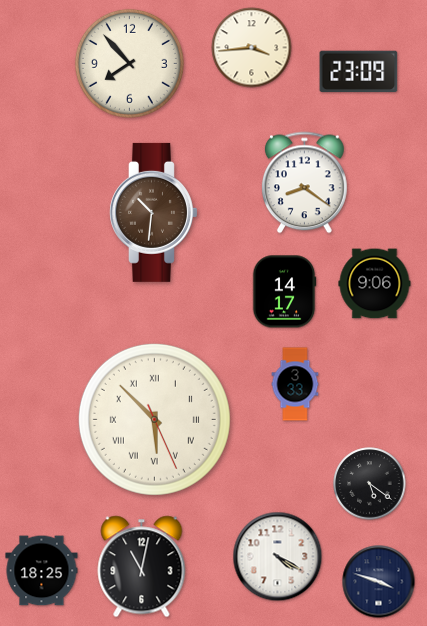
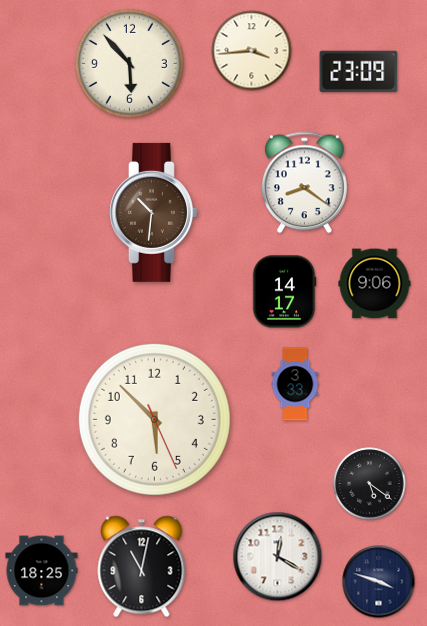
clock at (252, 48) position: (252, 48) -> (252, 51)
clock at (129, 63): 7:53 -> 5:53
clock at (154, 419) numerals: Roman -> Arabic
clock at (278, 557): 4:20 -> 12:20
